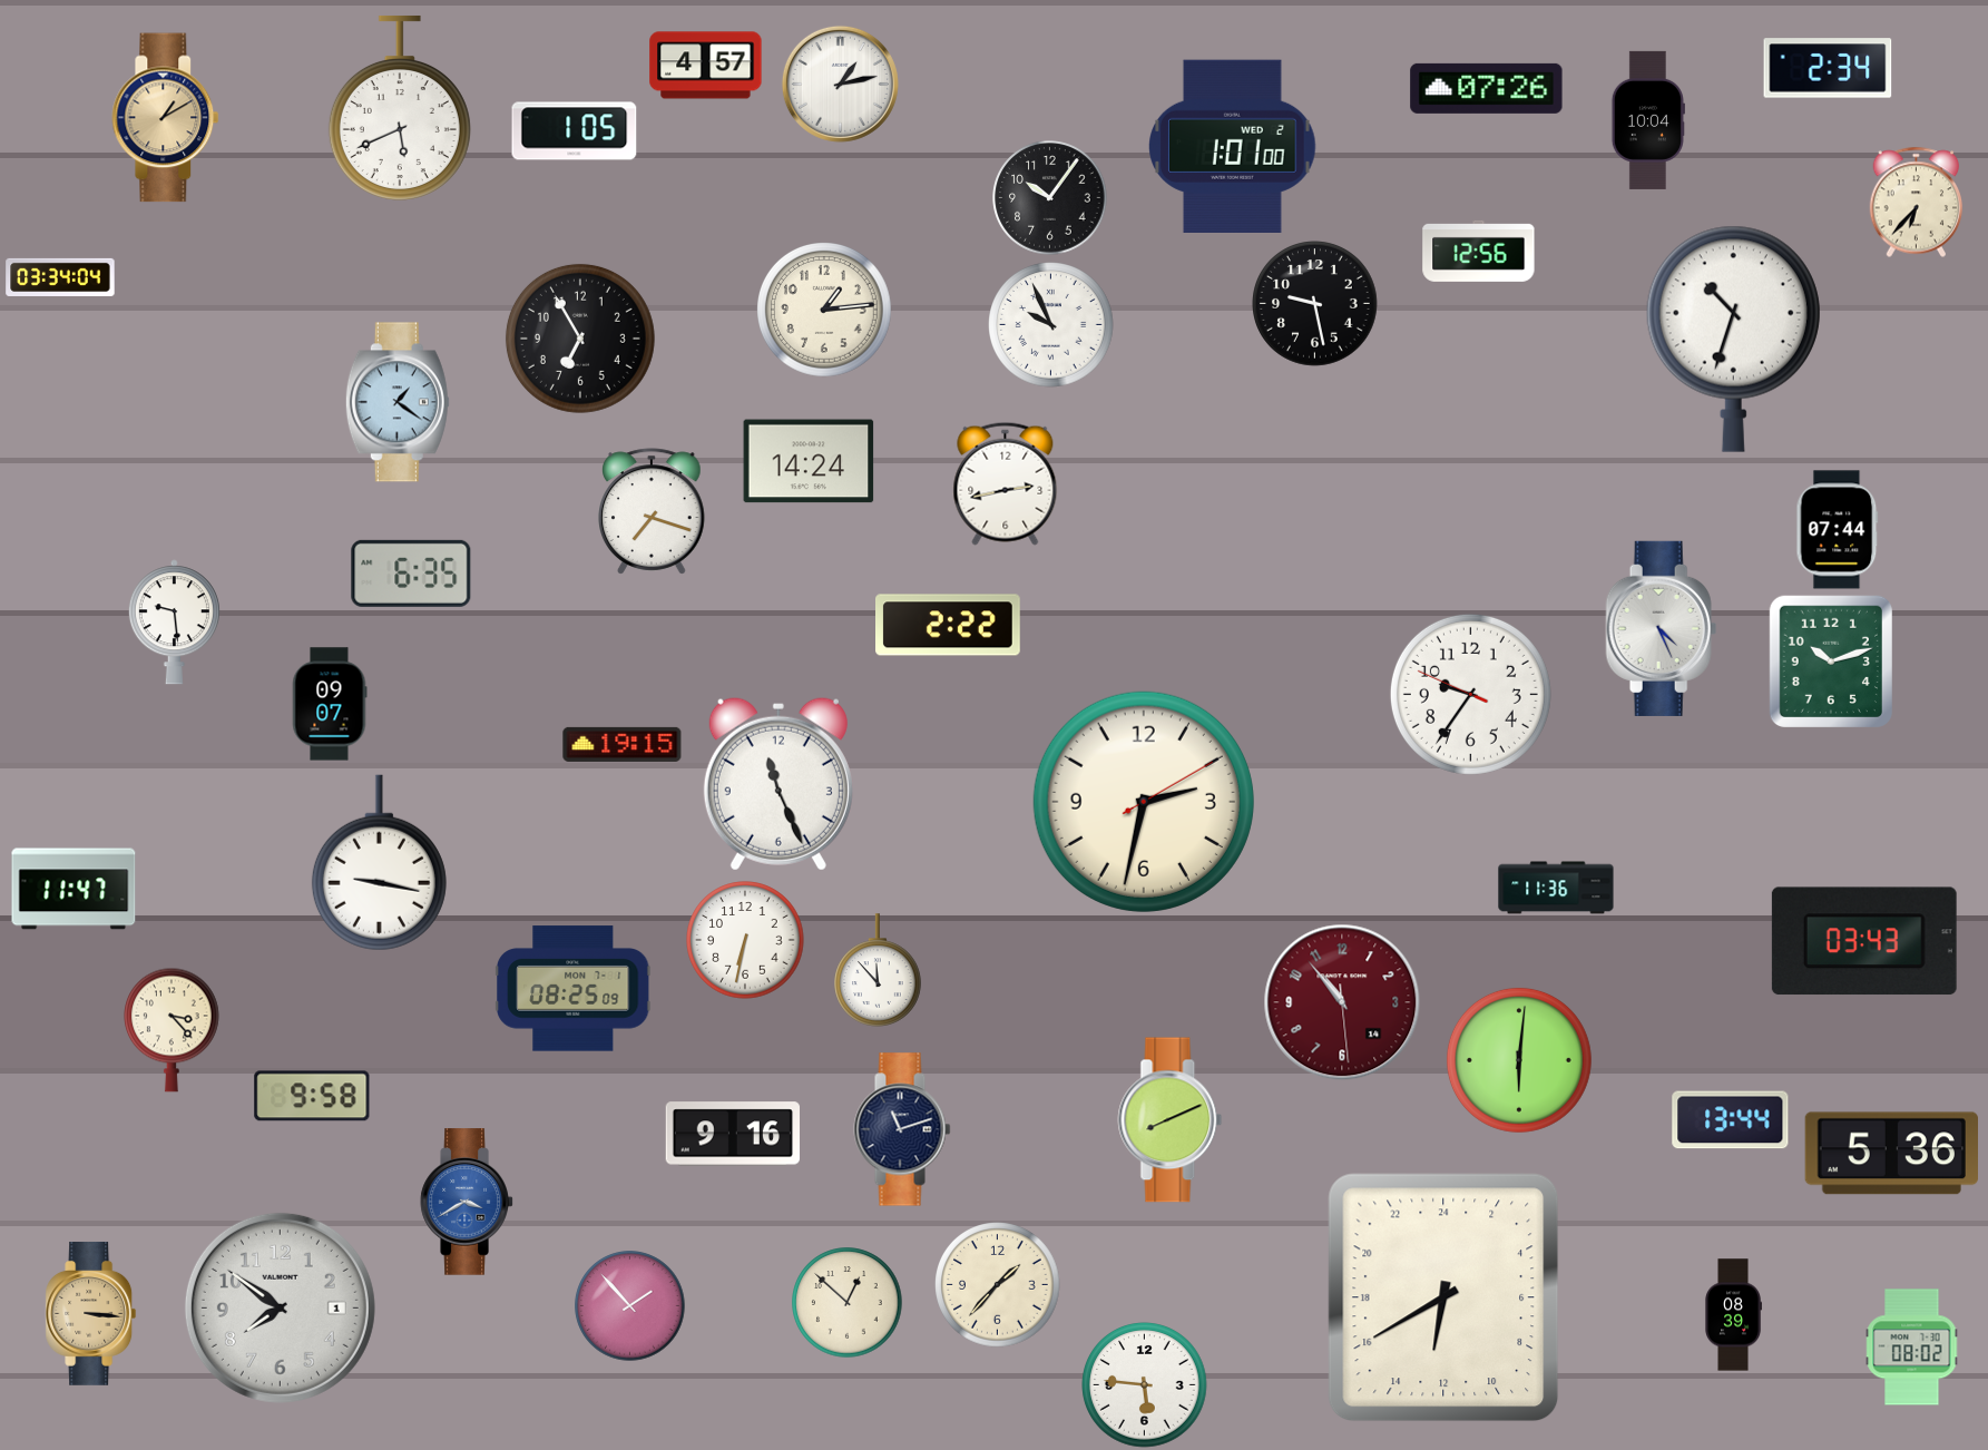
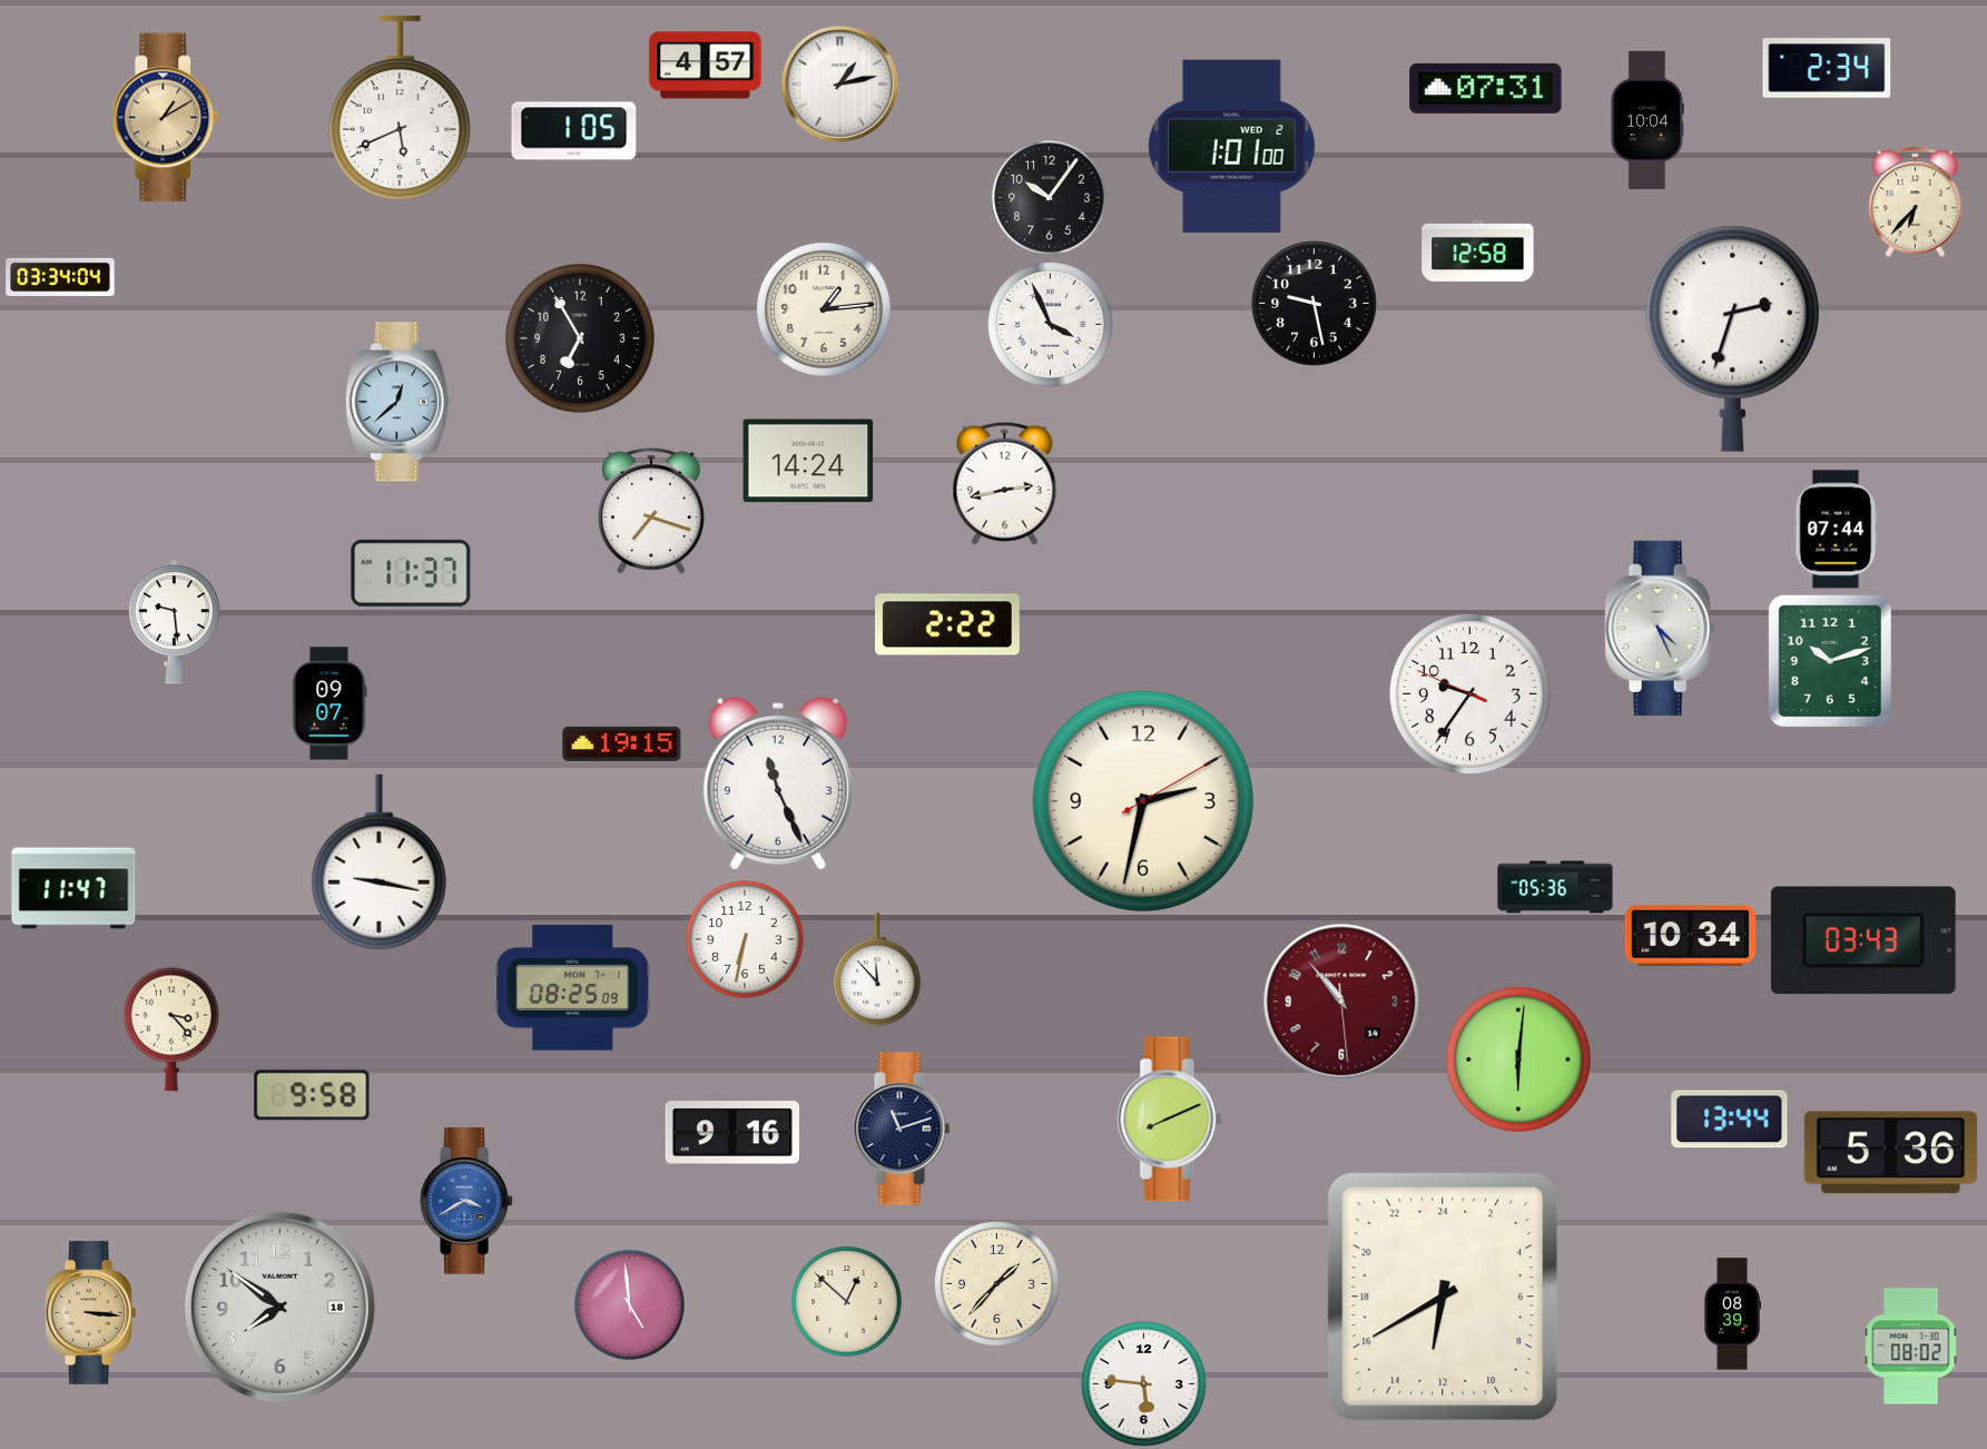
clock at (1487, 88): 07:26 -> 07:31
clock at (1479, 251): 12:56 -> 12:58
clock at (1051, 325): 9:56 -> 3:56
clock at (1733, 339): 10:33 -> 2:33
clock at (398, 402): 1:21 -> 12:38
clock at (411, 574): 6:35 -> 11:37
clock at (1556, 888): 11:36 -> 05:36
clock at (1691, 935): none -> 10:34
clock at (630, 1306): 1:53 -> 4:59
clock at (280, 1307) date: 1 -> 18
